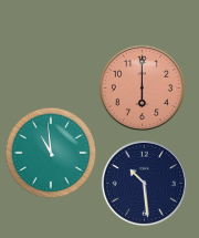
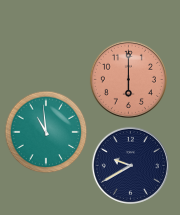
clock at (51, 153) position: (51, 153) -> (46, 132)
clock at (144, 183): 10:29 -> 9:40
